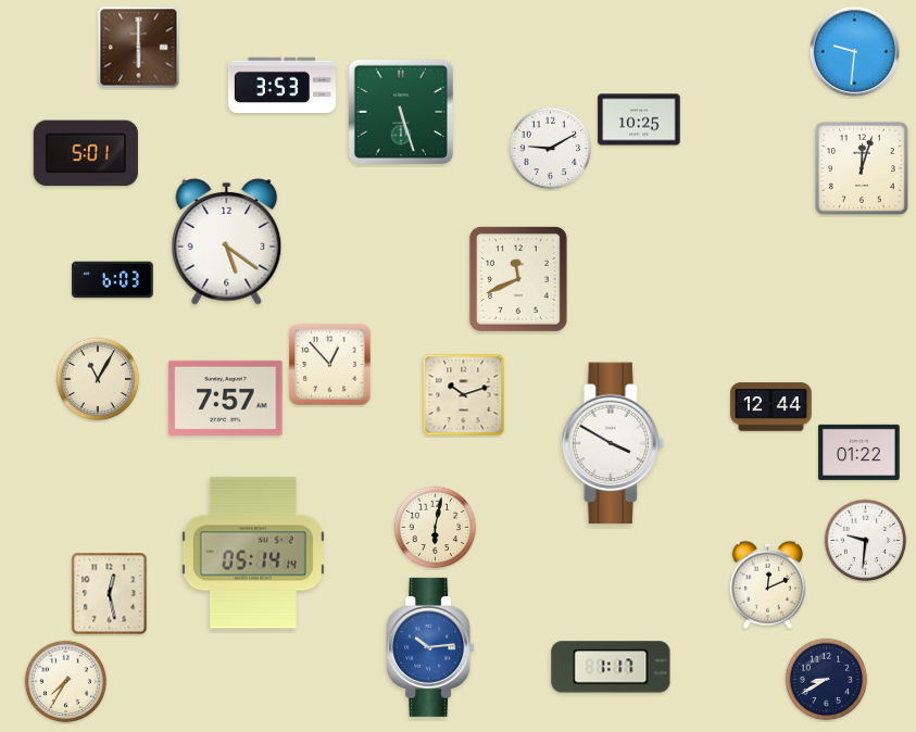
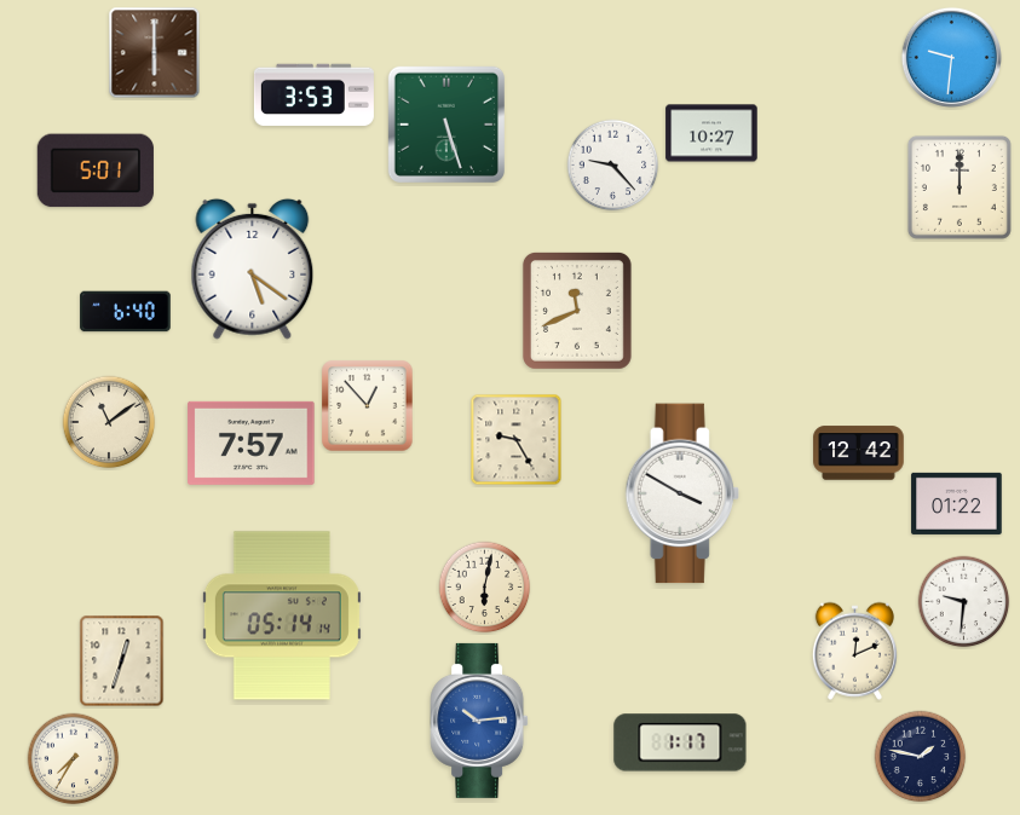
clock at (639, 119): 10:25 -> 10:27
clock at (551, 149): 9:10 -> 9:23
clock at (862, 168): 12:03 -> 12:00
clock at (113, 280): 6:03 -> 6:40
clock at (98, 379): 11:05 -> 11:09
clock at (464, 395): 10:12 -> 9:25
clock at (771, 407): 12:44 -> 12:42
clock at (110, 594): 12:28 -> 12:33
clock at (827, 680): 8:40 -> 1:47
